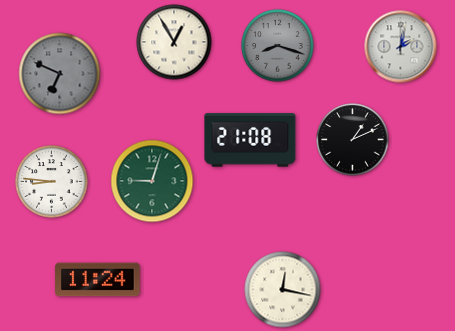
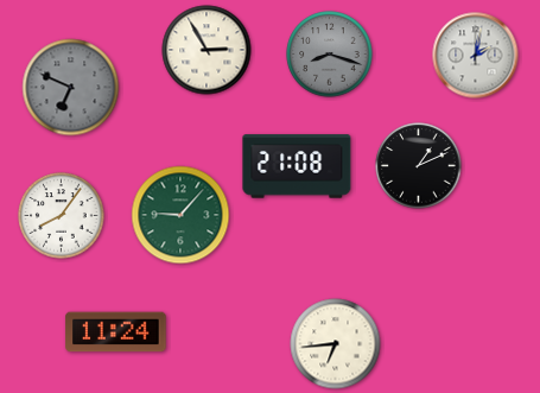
clock at (174, 42): 12:55 -> 2:55
clock at (152, 181): 9:03 -> 9:07
clock at (52, 182): 8:46 -> 8:06
clock at (283, 290): 12:17 -> 6:44
